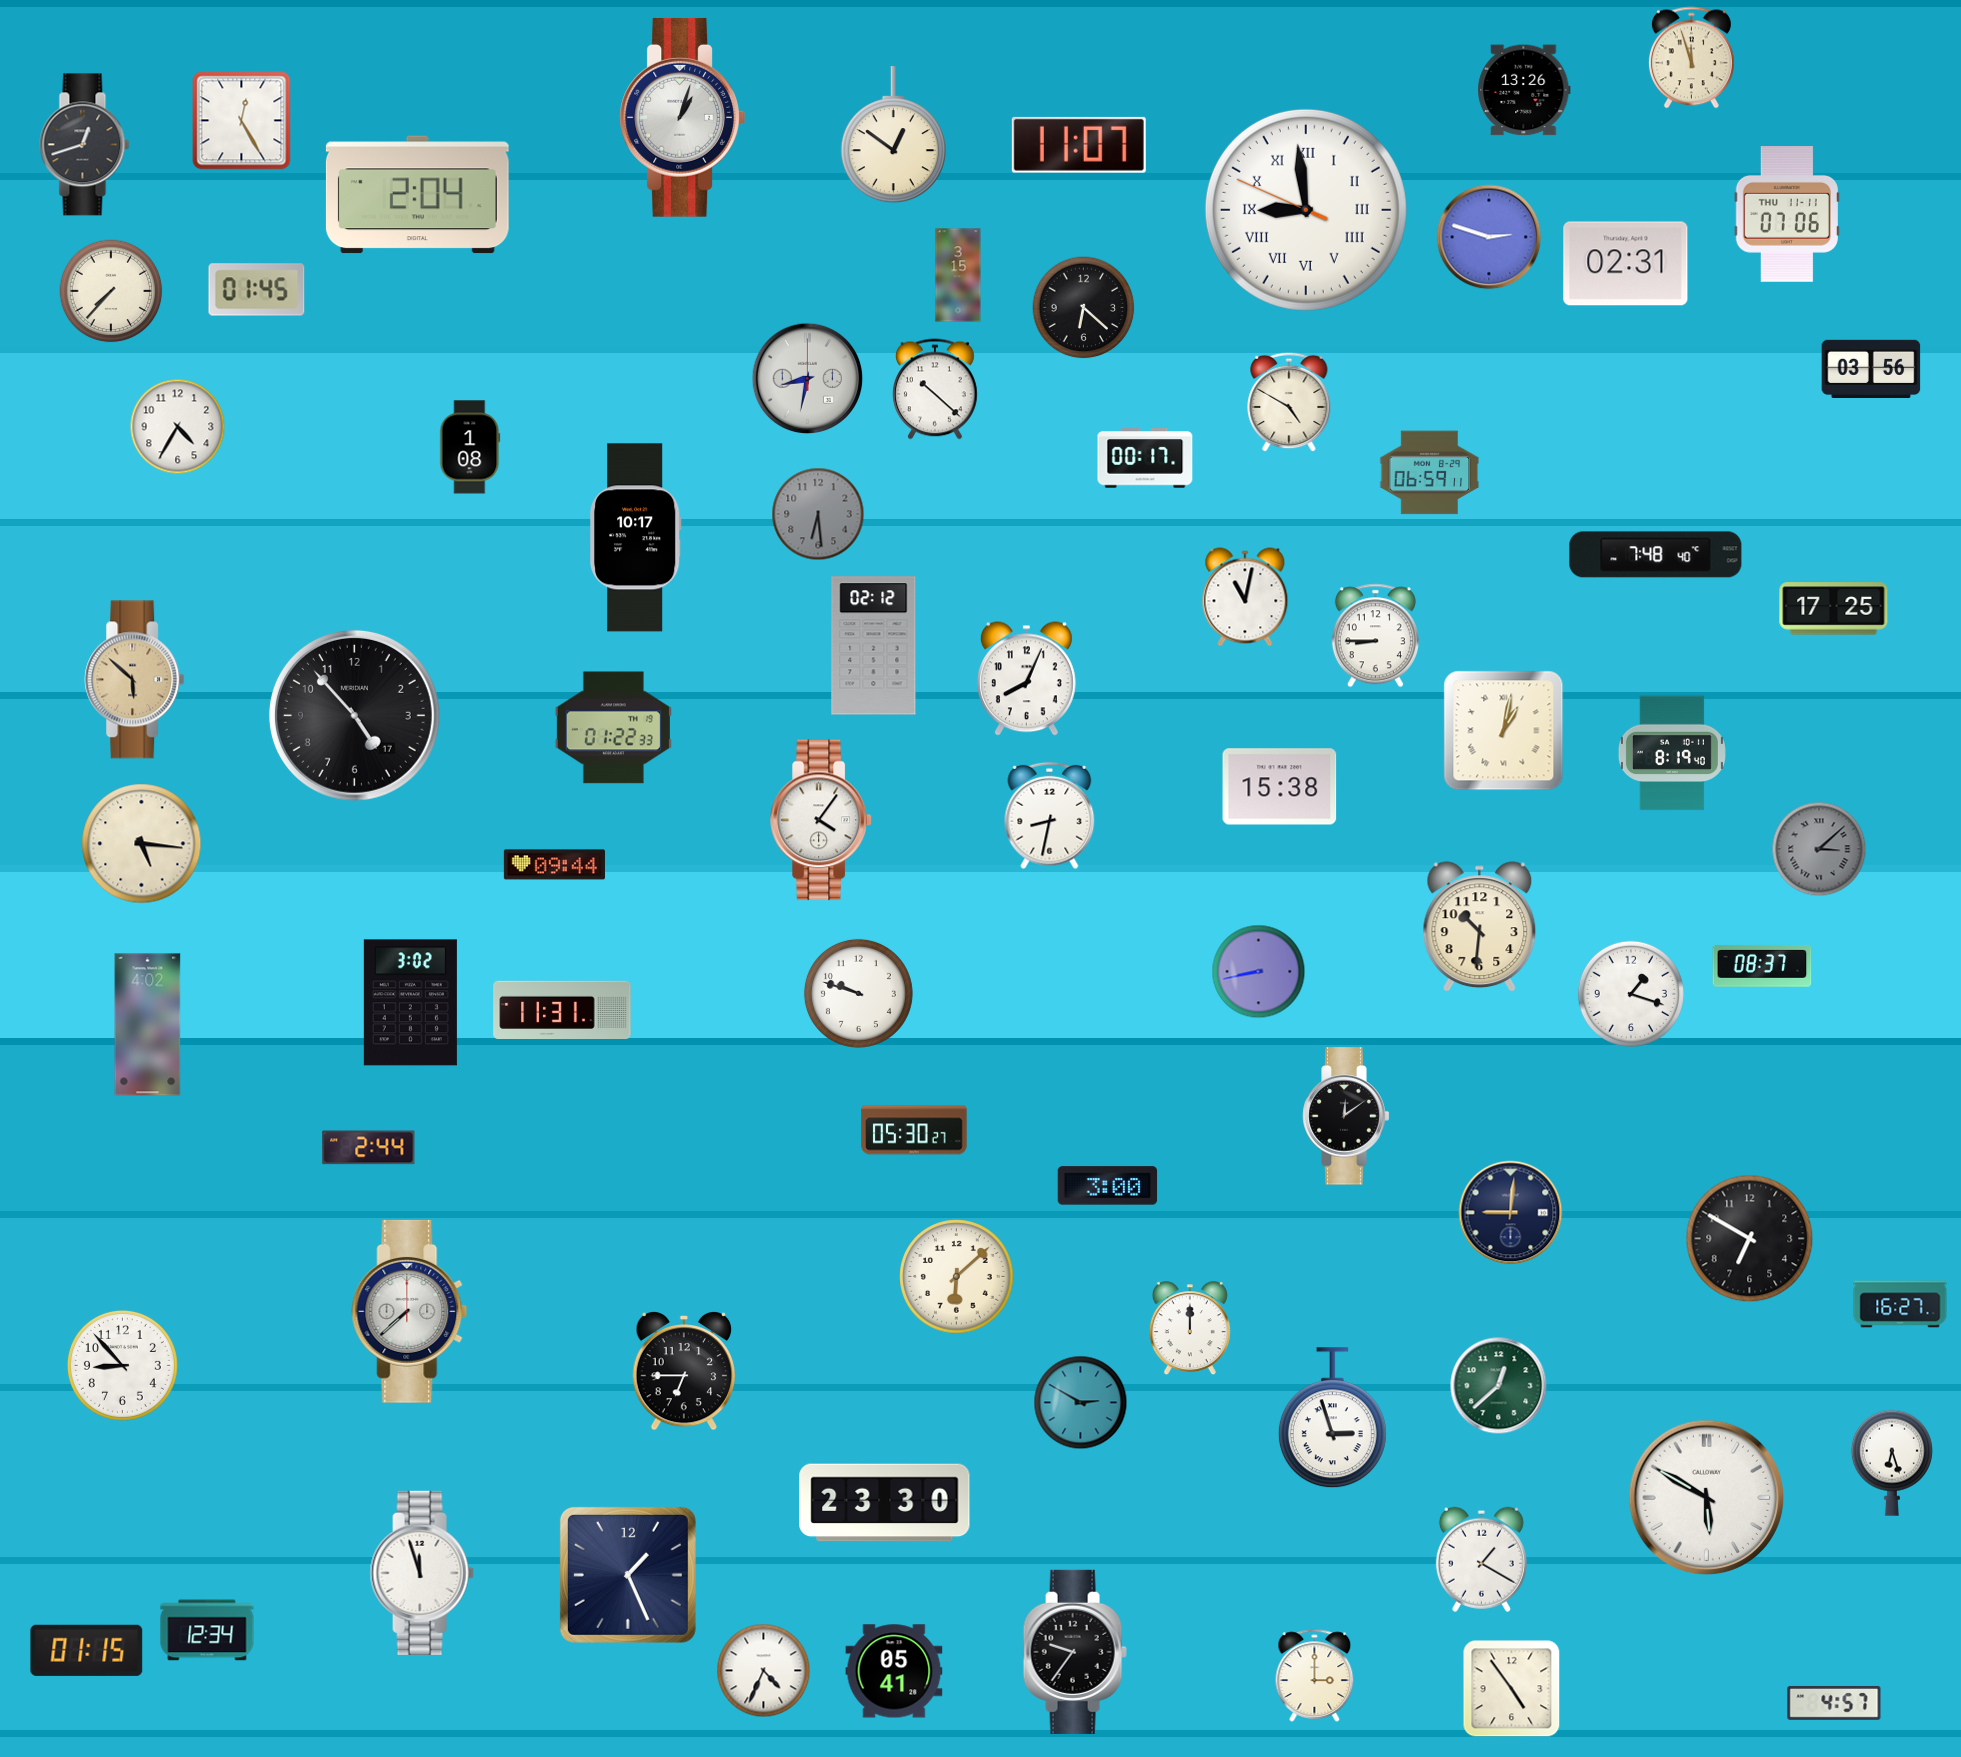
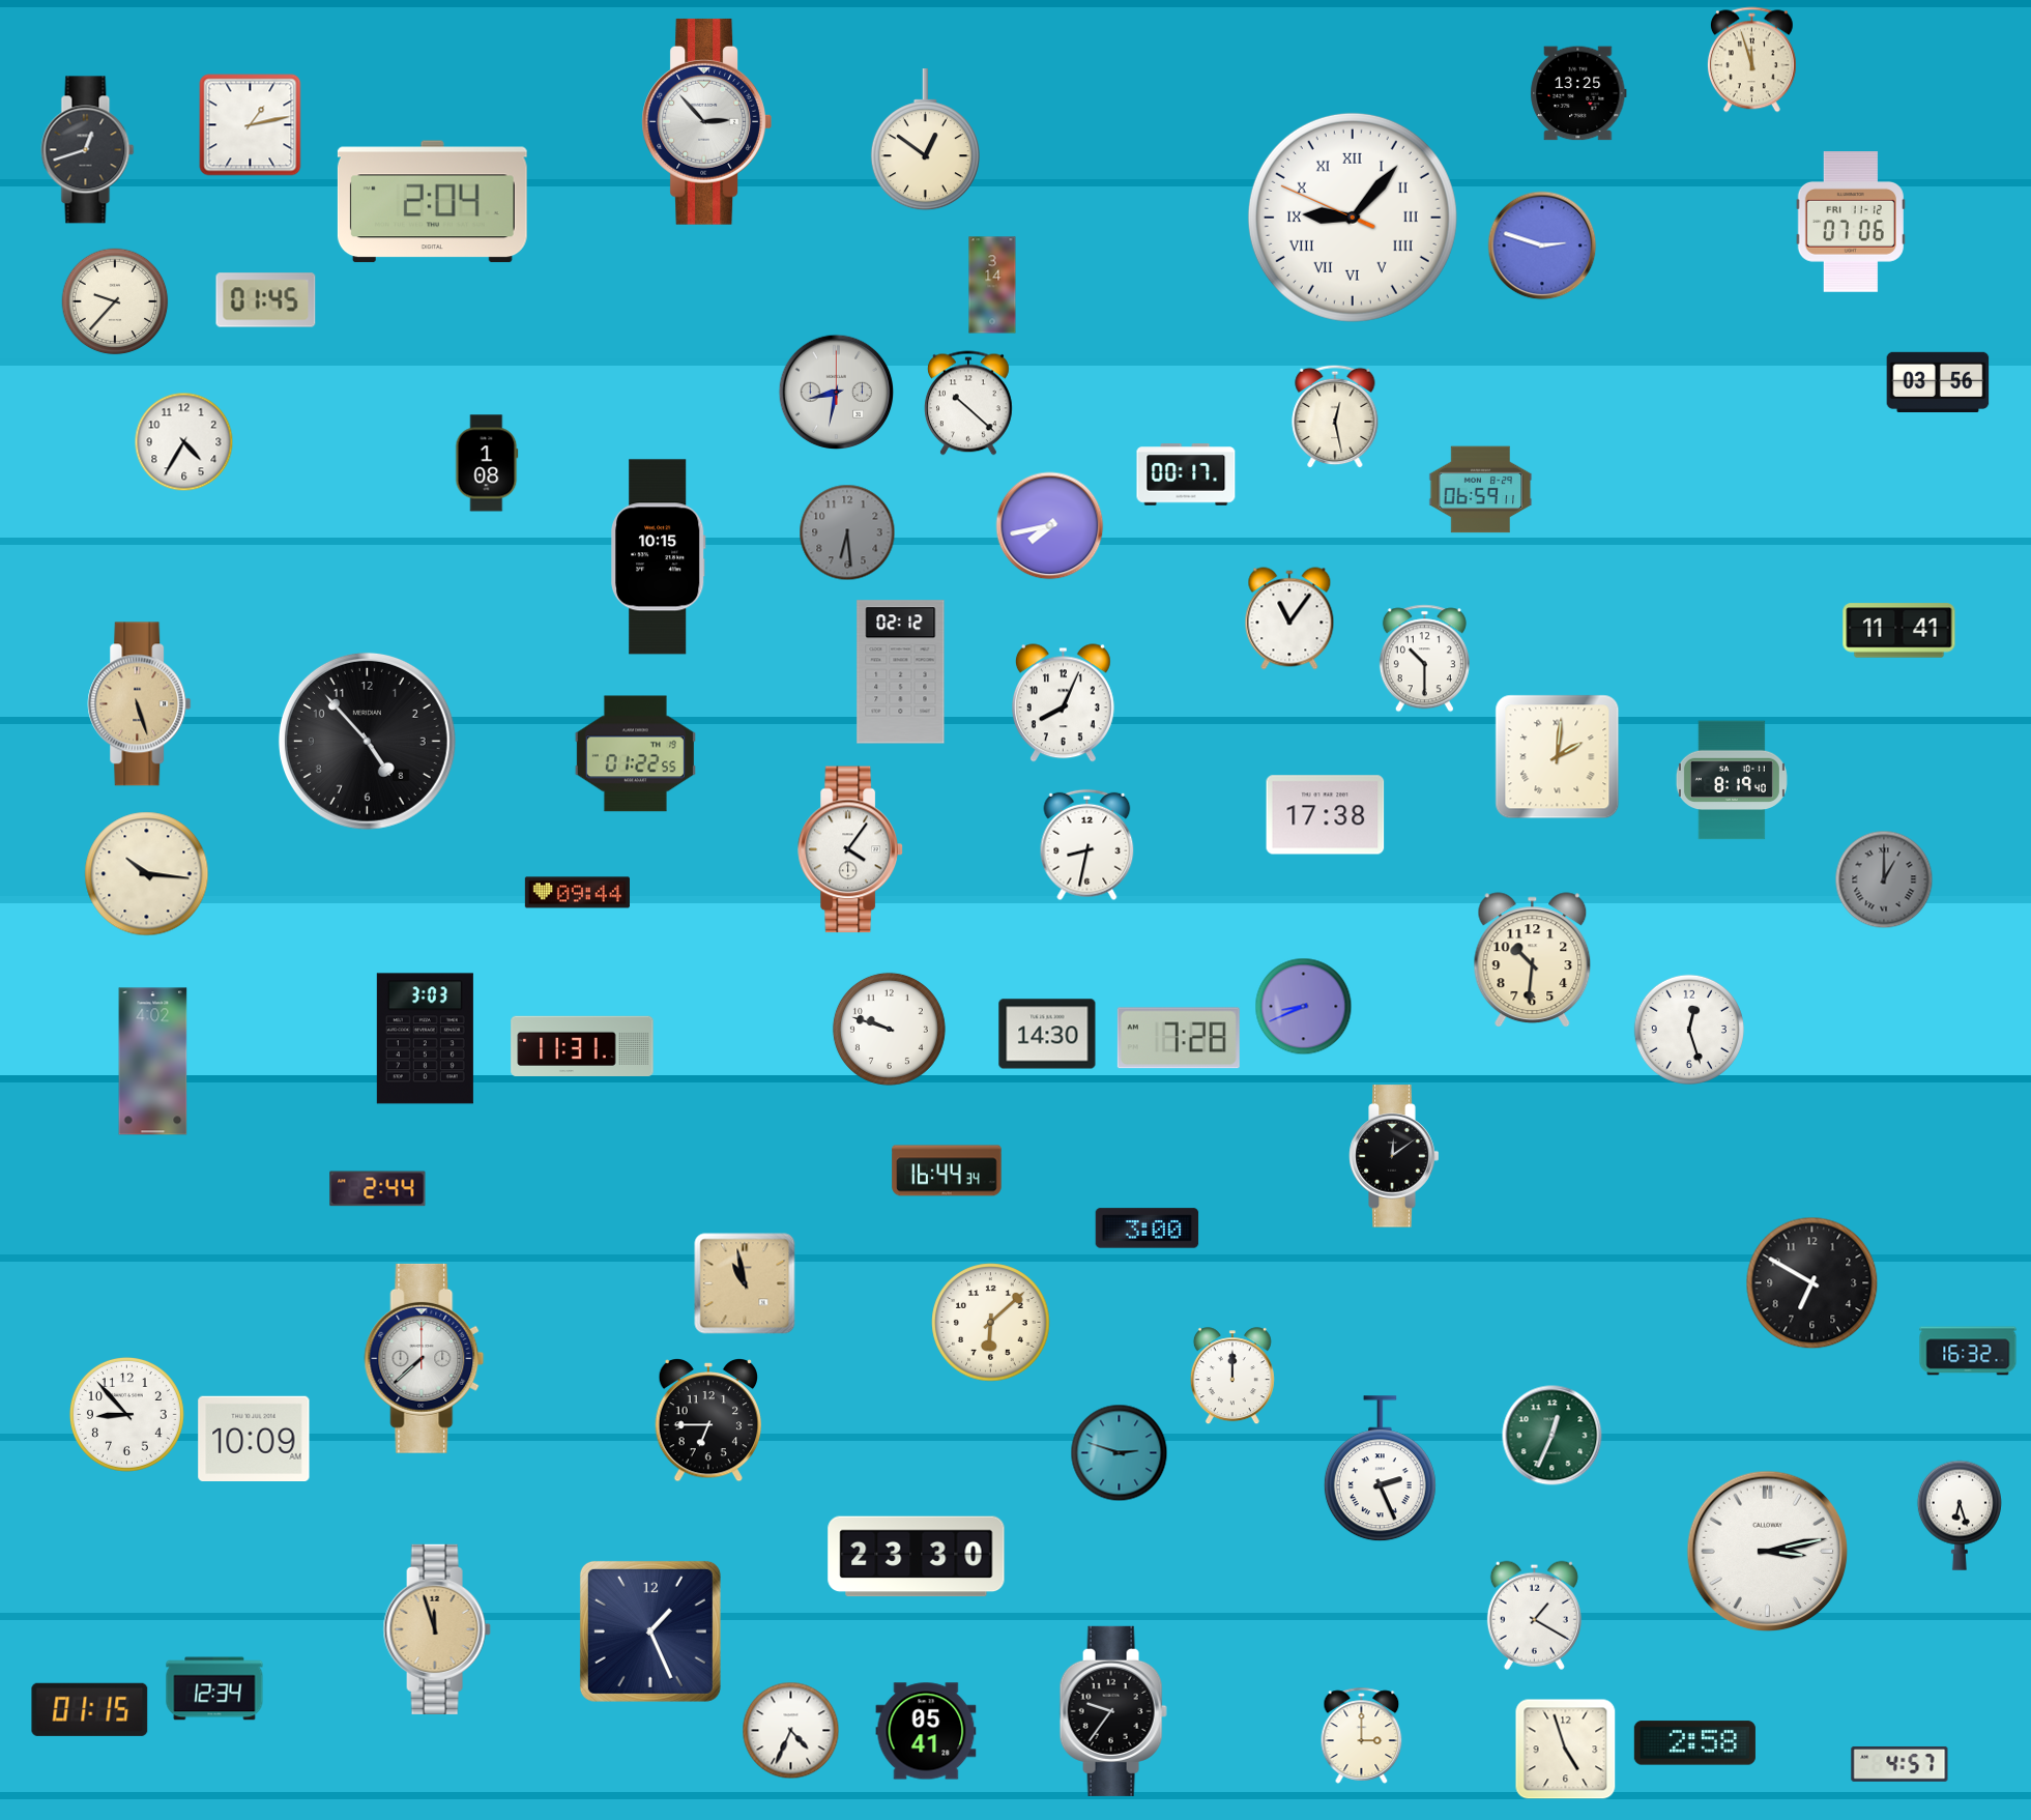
clock at (1524, 90): 13:26 -> 13:25
clock at (682, 117): 1:03 -> 2:53
clock at (242, 121): 12:25 -> 1:13
clock at (1079, 145): 11:07 -> none
clock at (1306, 210): 8:58 -> 9:06
clock at (1787, 215) date: THU 11-11 -> FRI 11-12
clock at (1626, 264): 02:31 -> none
clock at (958, 275): 3:15 -> 3:14
clock at (111, 291): 7:37 -> 9:37
clock at (1084, 308): 6:22 -> none
clock at (1289, 402): 4:50 -> 12:28
clock at (1050, 526): none -> 7:43
clock at (635, 538): 10:17 -> 10:15
clock at (1656, 555): 7:48 -> none
clock at (1245, 597): 11:02 -> 11:06
clock at (1834, 609): 17:25 -> 11:41
clock at (1375, 636): 8:45 -> 10:30
clock at (874, 646) position: (874, 646) -> (901, 672)
clock at (135, 680): 5:52 -> 5:27
clock at (354, 715) date: 17 -> 8
clock at (613, 728): 01:22:33 -> 01:22:55
clock at (1504, 731): 1:02 -> 2:01
clock at (1280, 787): 15:38 -> 17:38
clock at (142, 844): 5:16 -> 10:16
clock at (1819, 849): 3:08 -> 1:00
clock at (554, 865) position: (554, 865) -> (577, 893)
clock at (1762, 966): 08:37 -> none
clock at (1259, 972): 8:43 -> 8:41
clock at (1631, 994): 1:18 -> 12:27
clock at (1047, 1034): none -> 14:30
clock at (1179, 1038): none -> 7:28
clock at (410, 1003): 3:02 -> 3:03
clock at (914, 1130): 05:30 -> 16:44
clock at (369, 1148) position: (369, 1148) -> (378, 1189)
clock at (1511, 1213): 9:01 -> none
clock at (745, 1283): none -> 10:58
clock at (1900, 1304): 16:27 -> 16:32
clock at (1499, 1386): 12:38 -> 12:34
clock at (254, 1438): none -> 10:09
clock at (1081, 1403): 2:50 -> 2:48
clock at (1332, 1418): 2:57 -> 2:26
clock at (1707, 1498): 5:50 -> 3:13
clock at (422, 1573) dial: white -> champagne
clock at (1694, 1743): none -> 2:58
clock at (1512, 1689): 4:54 -> 4:57
